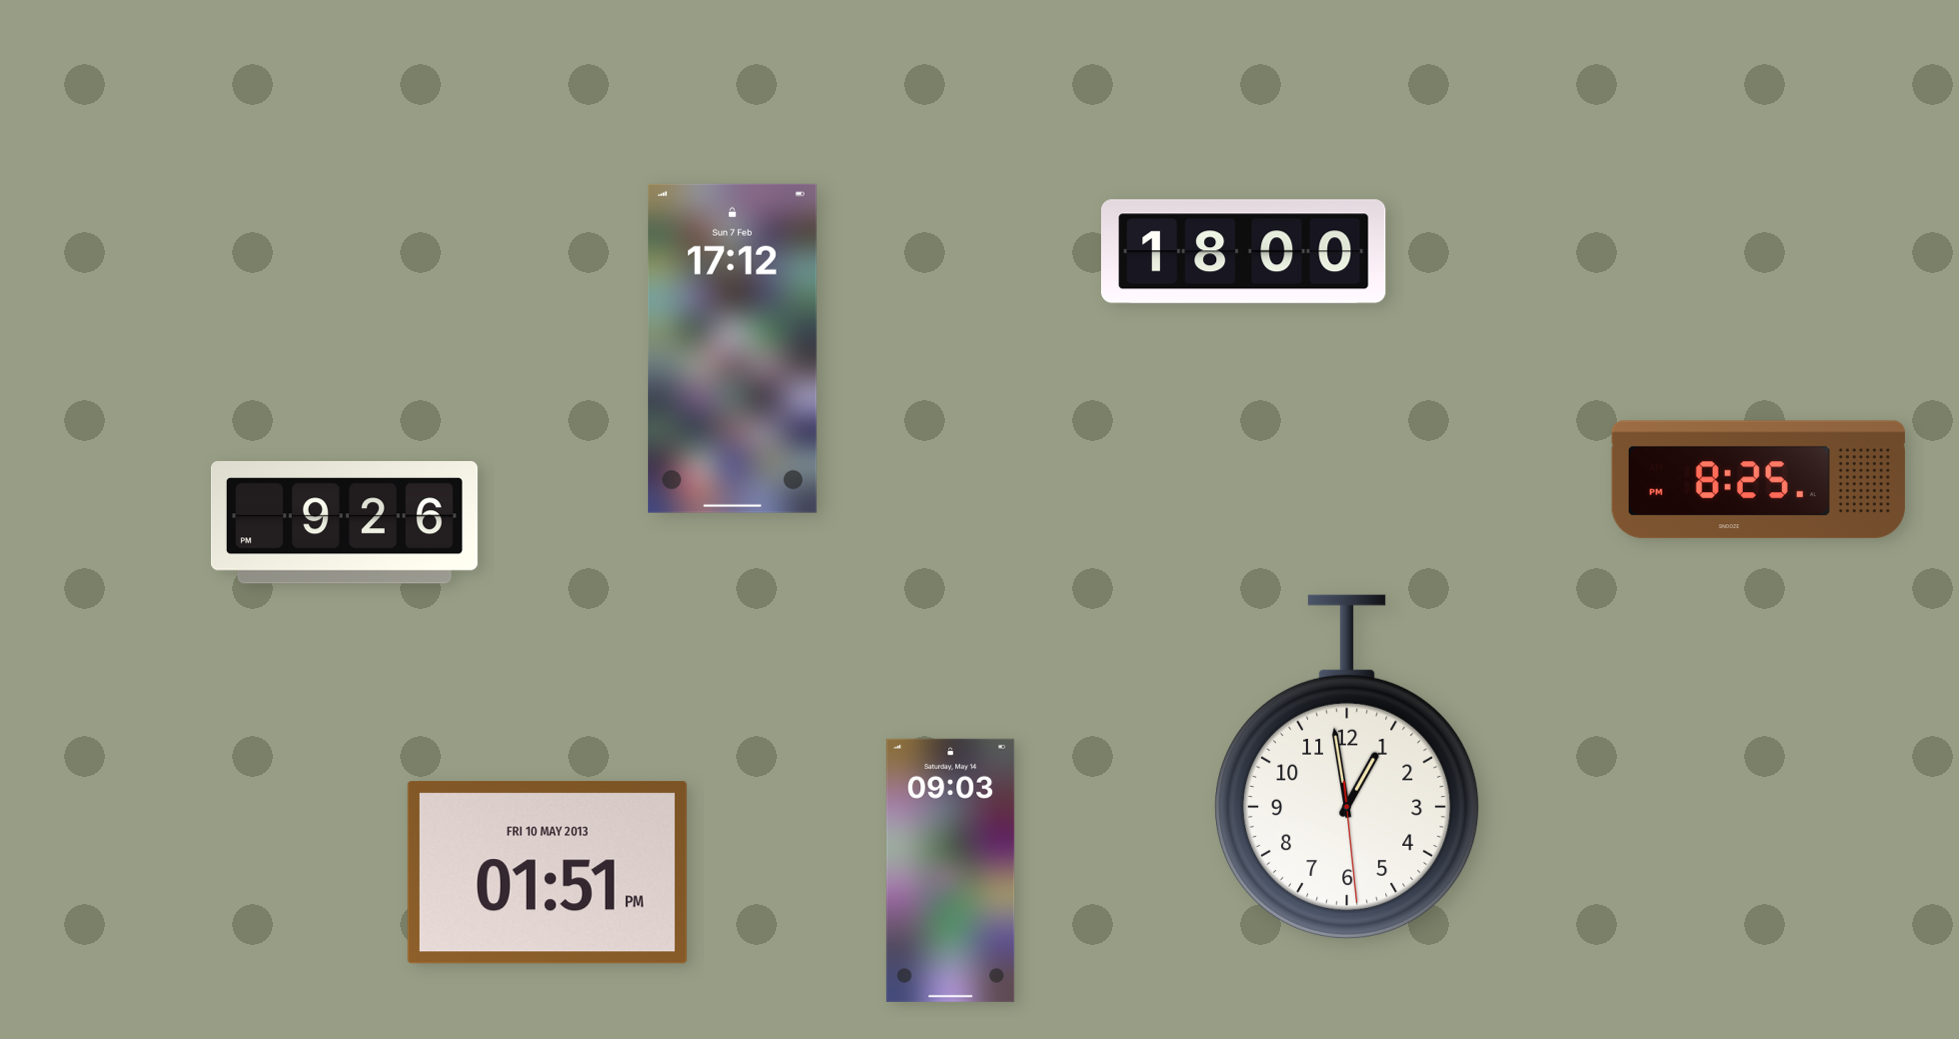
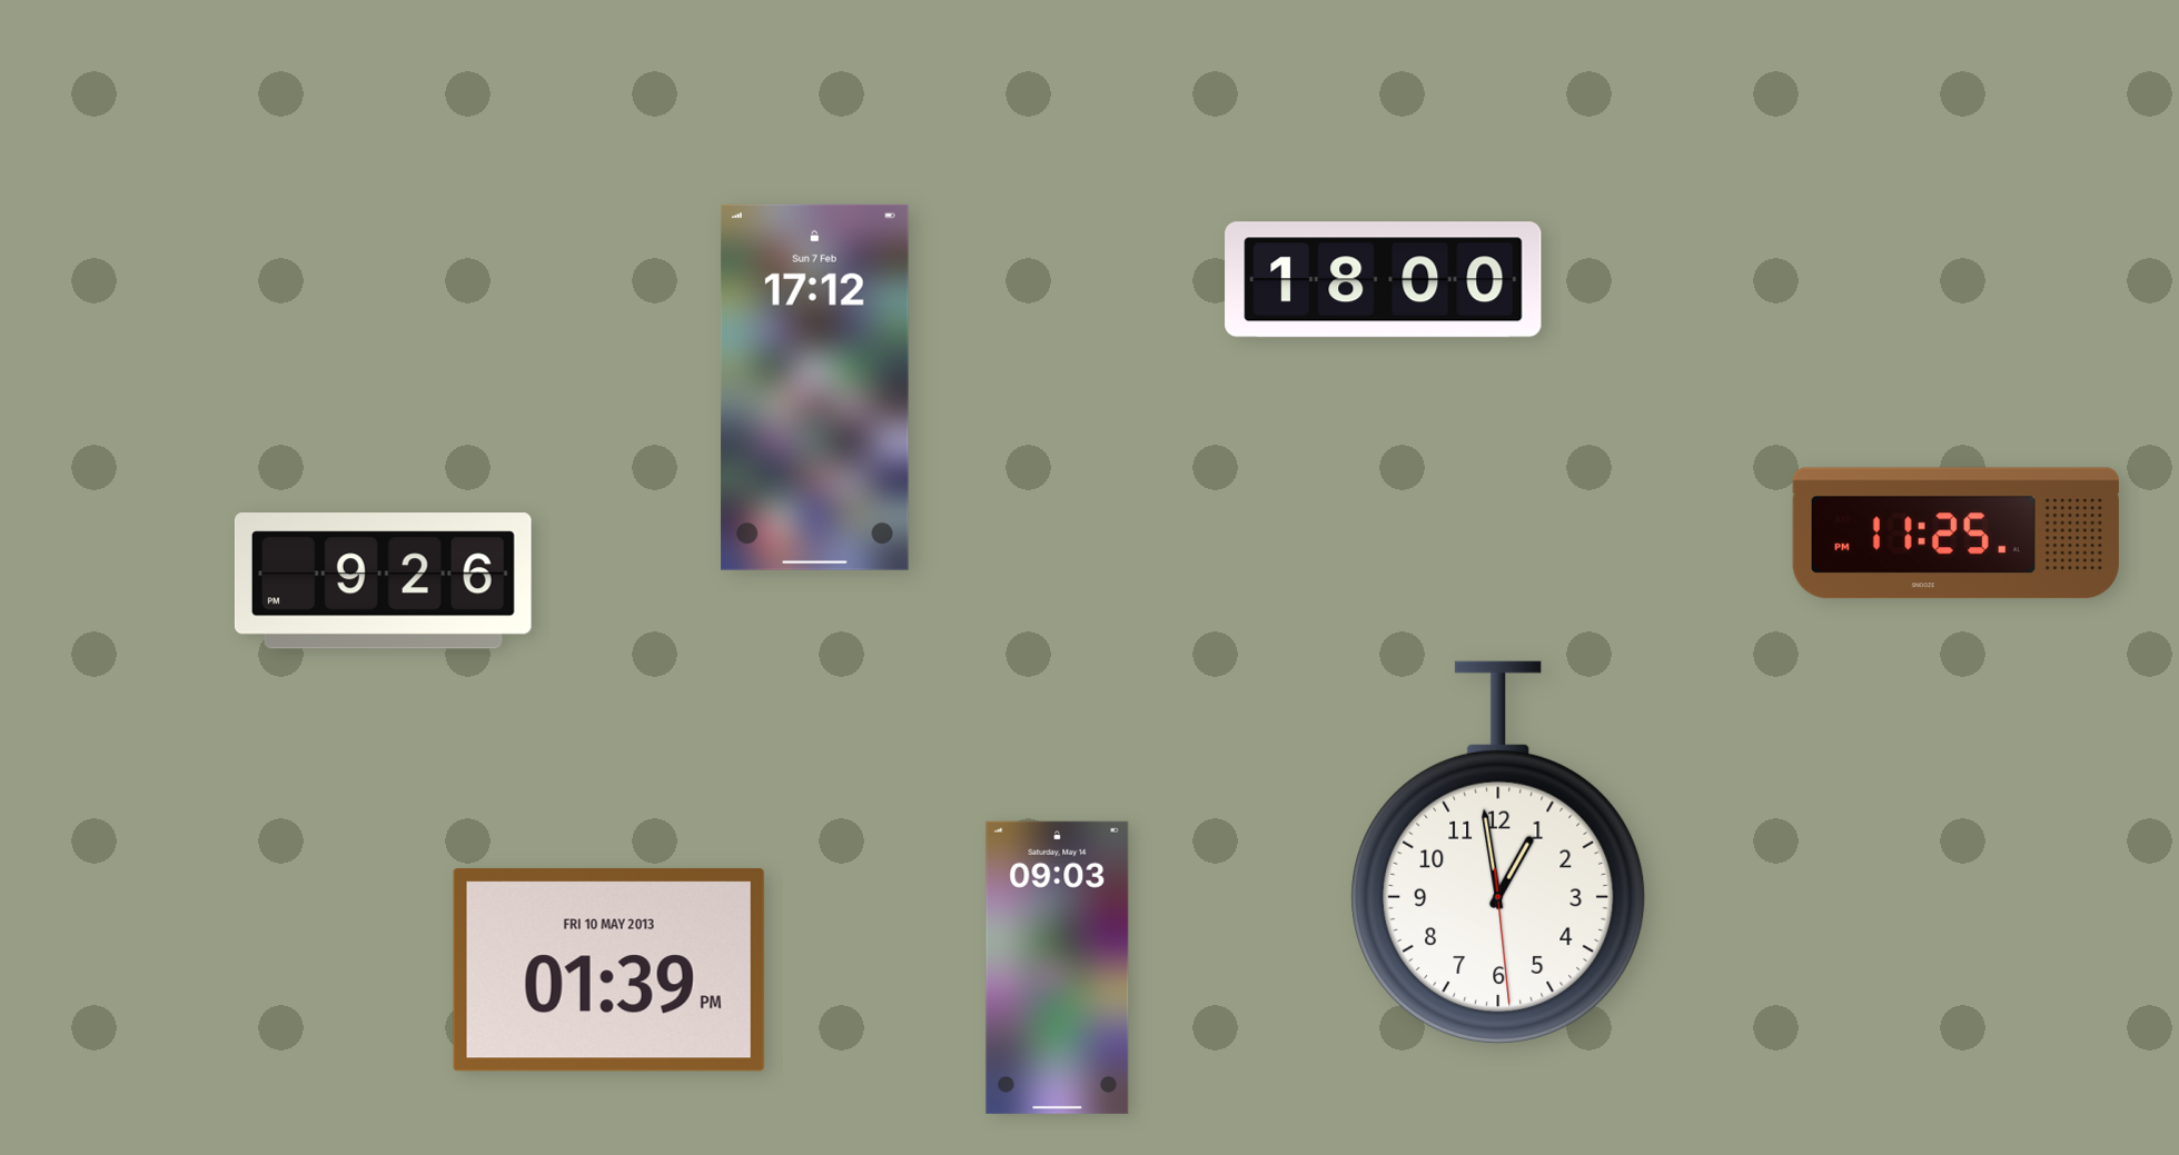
clock at (1758, 480): 8:25 -> 11:25
clock at (547, 872): 01:51 -> 01:39
